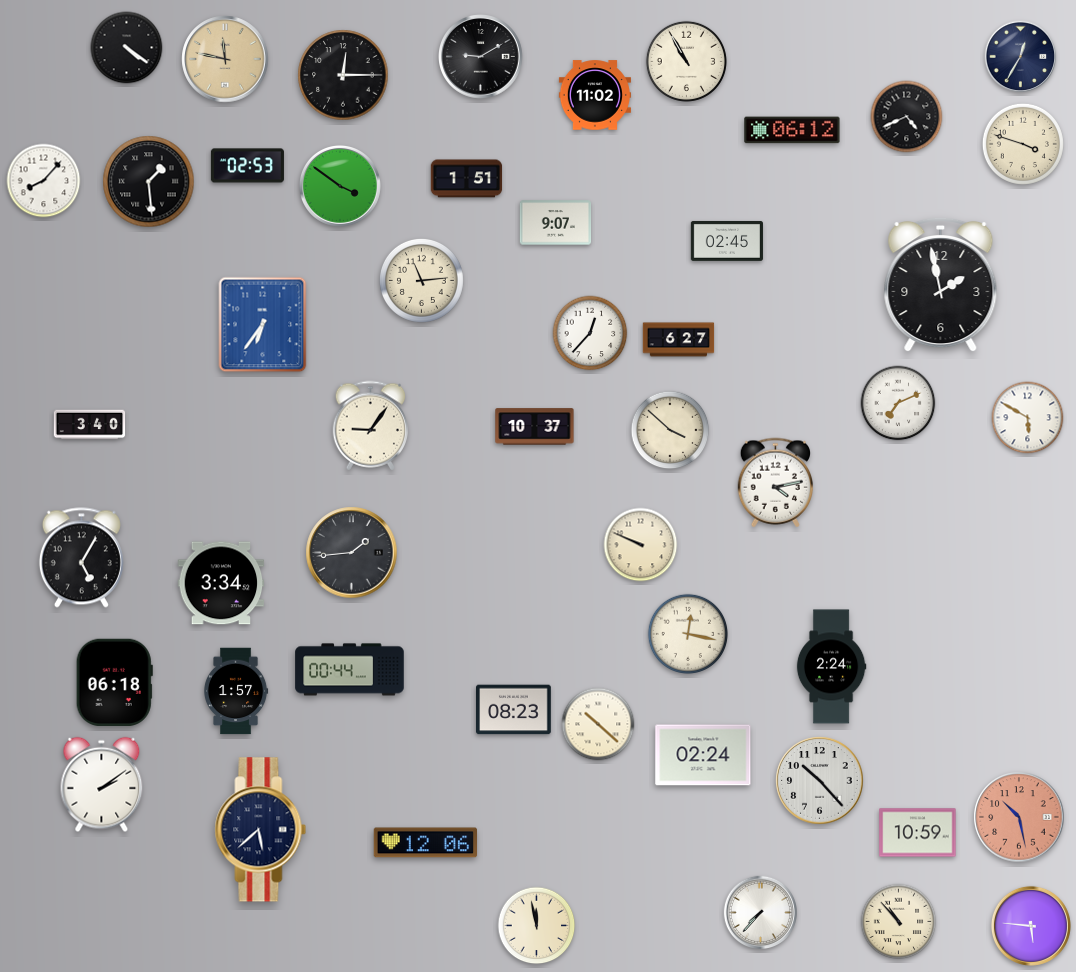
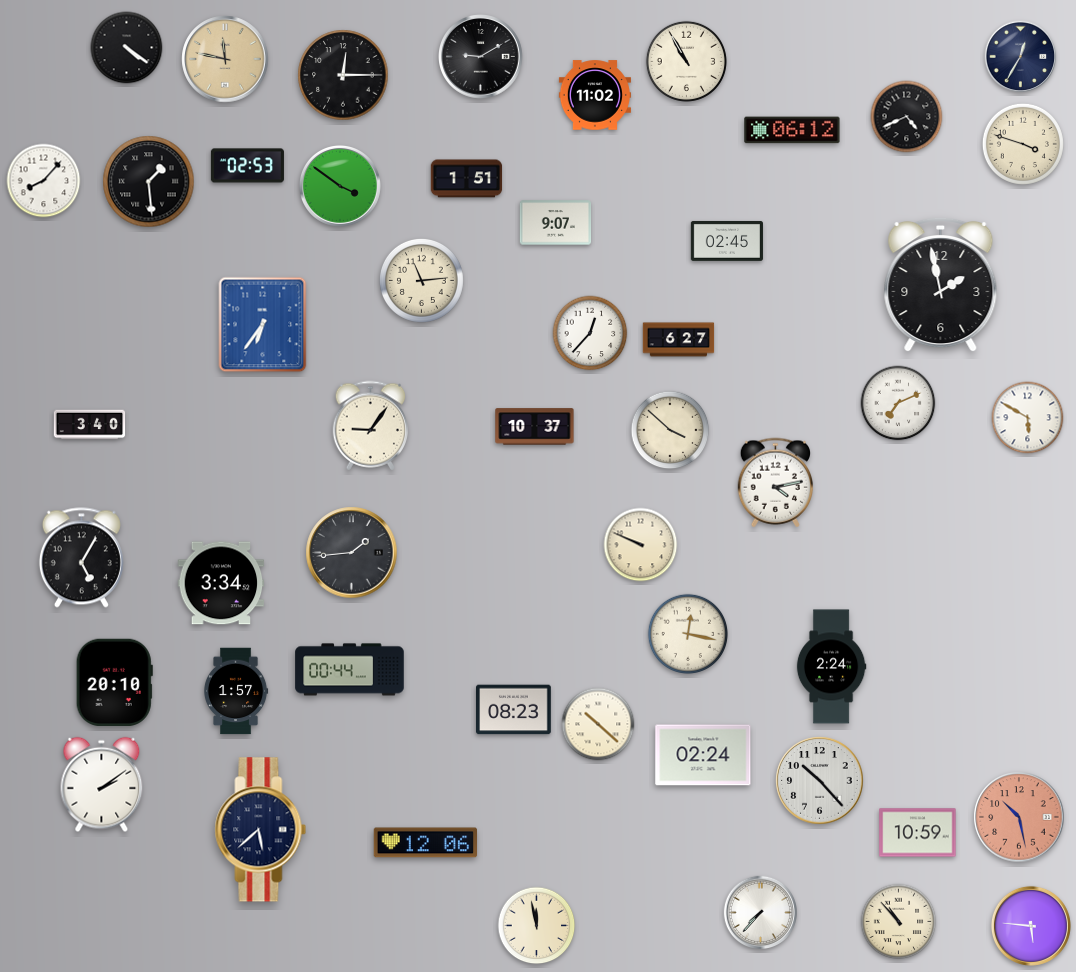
clock at (114, 682): 06:18 -> 20:10
